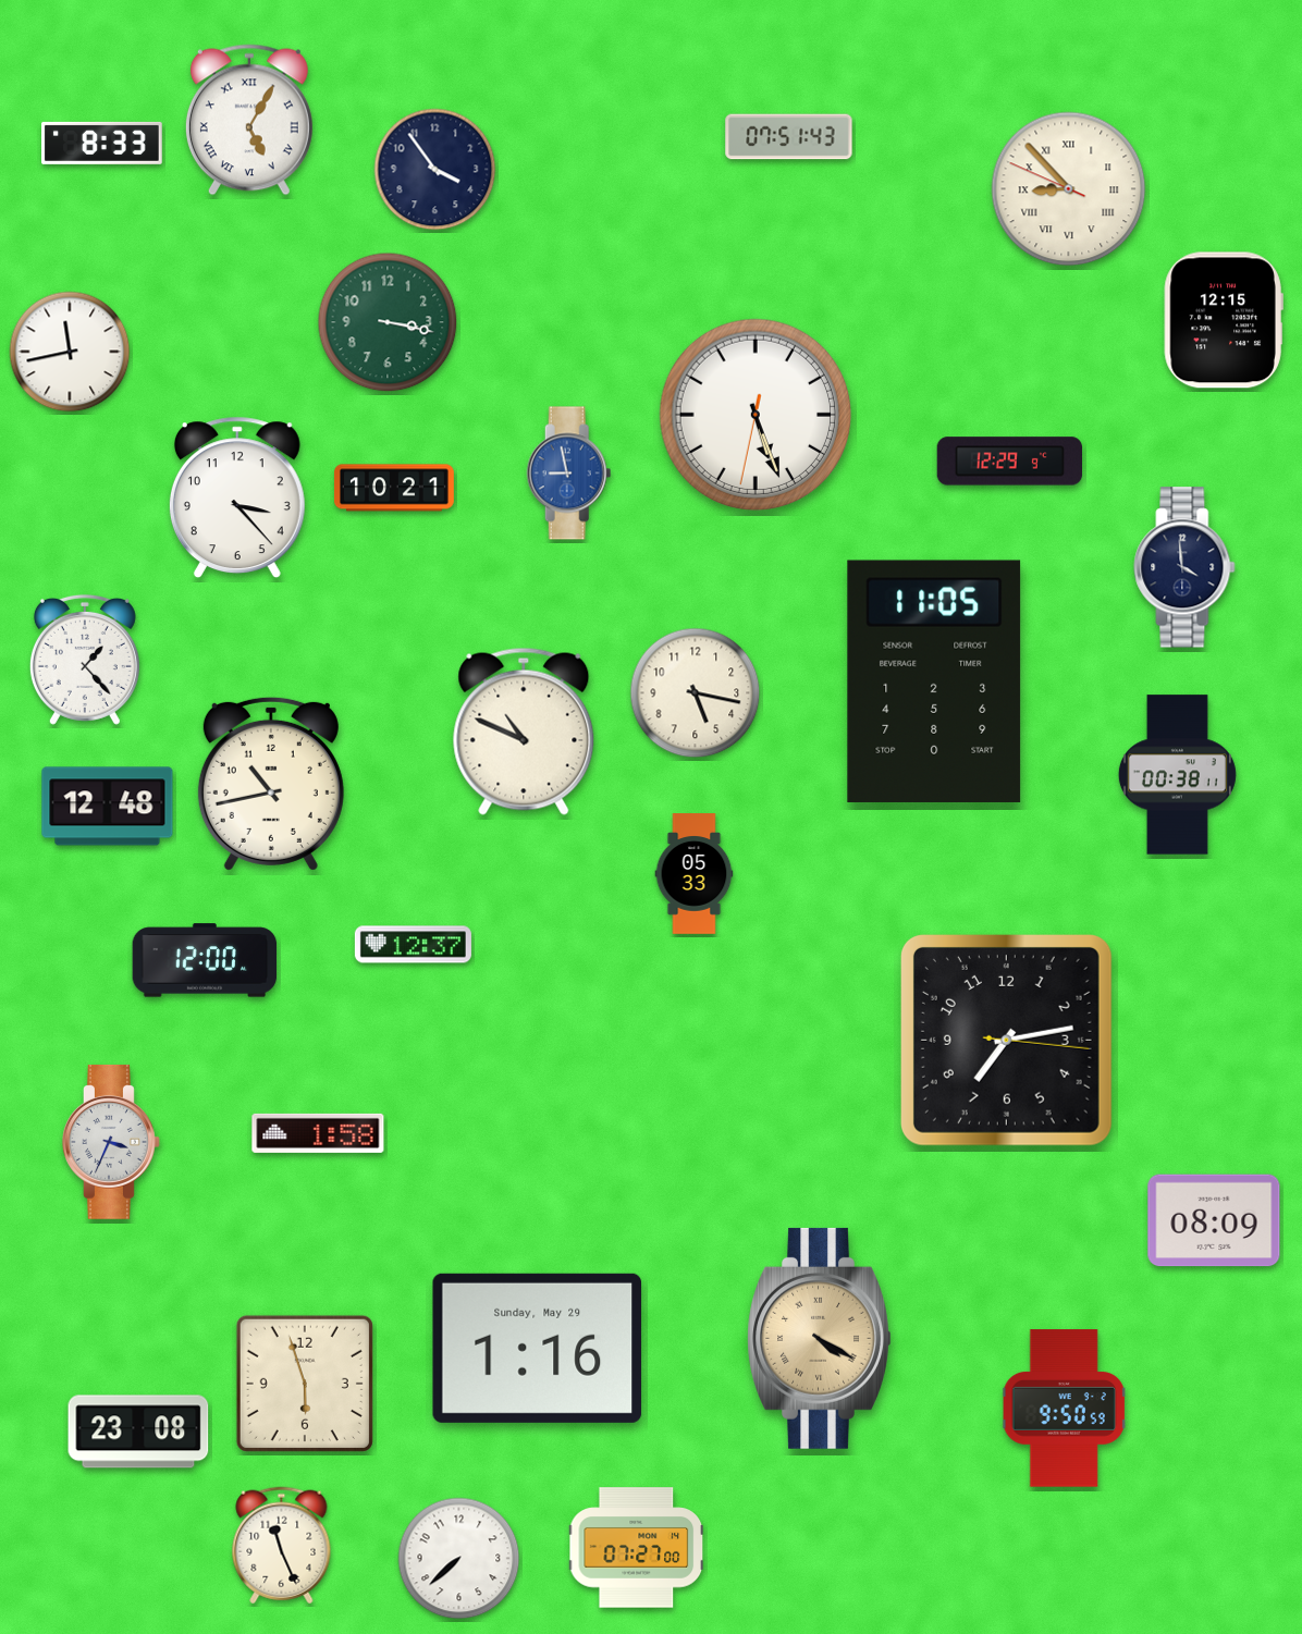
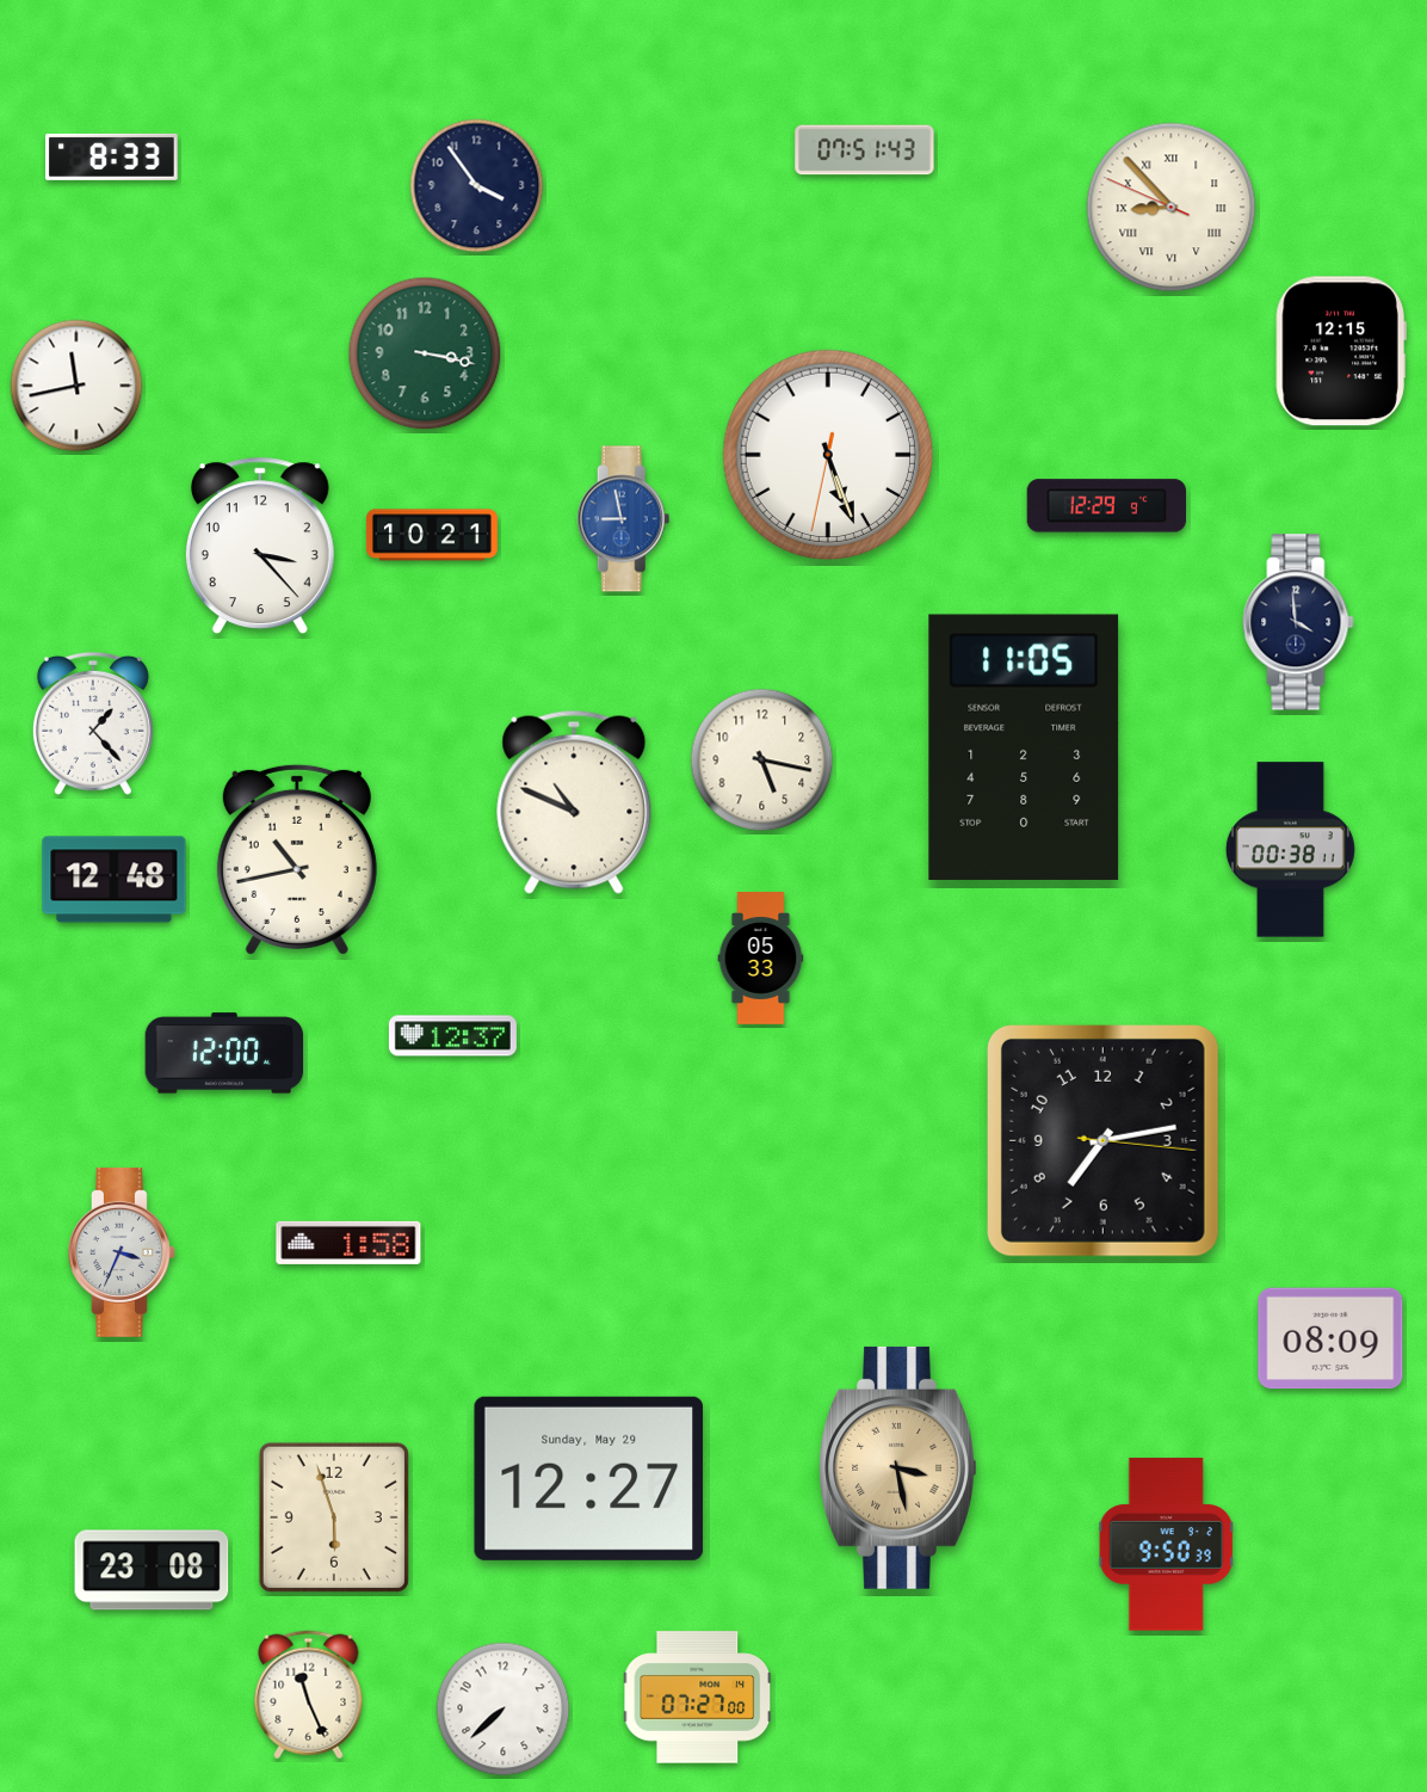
clock at (249, 120): 5:05 -> none
clock at (108, 807) position: (108, 807) -> (115, 880)
clock at (820, 1338): 4:20 -> 3:28
clock at (538, 1348): 1:16 -> 12:27
clock at (1065, 1409): 9:50:59 -> 9:50:39
